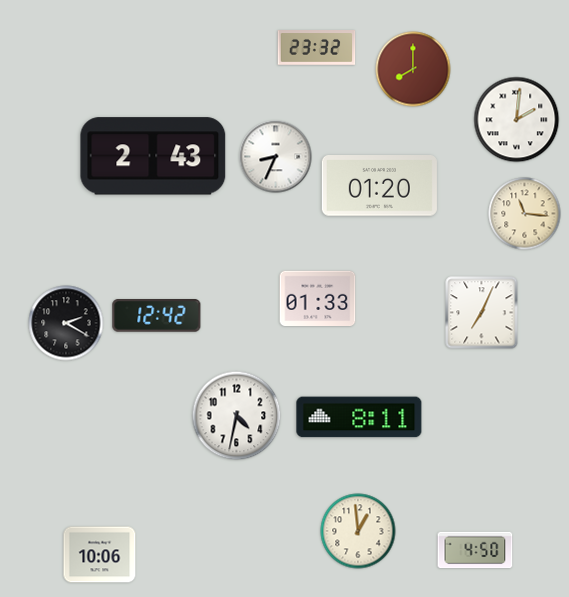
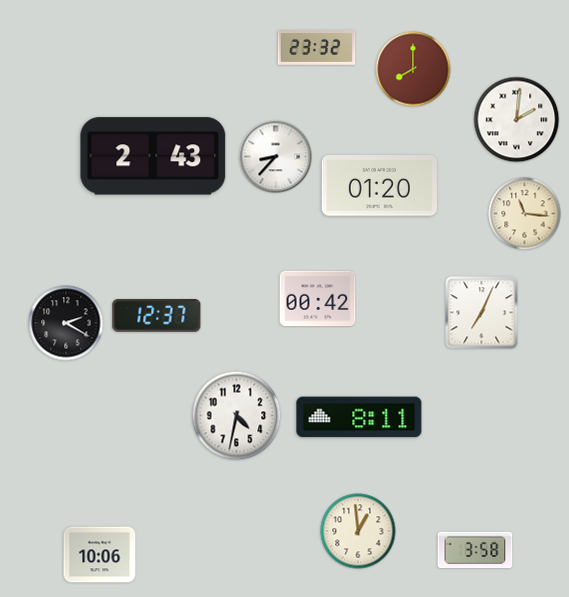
clock at (276, 157): 8:34 -> 8:37
clock at (318, 299): 01:33 -> 00:42
clock at (157, 316): 12:42 -> 12:37
clock at (475, 550): 4:50 -> 3:58
